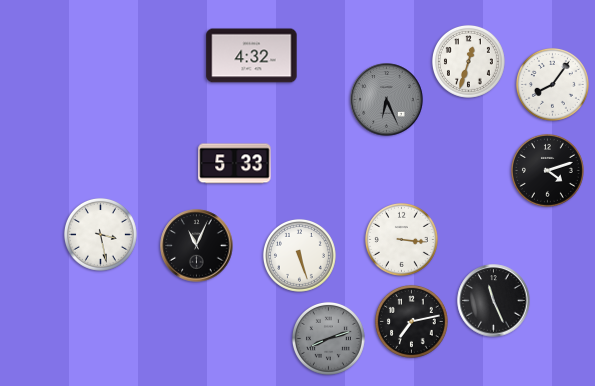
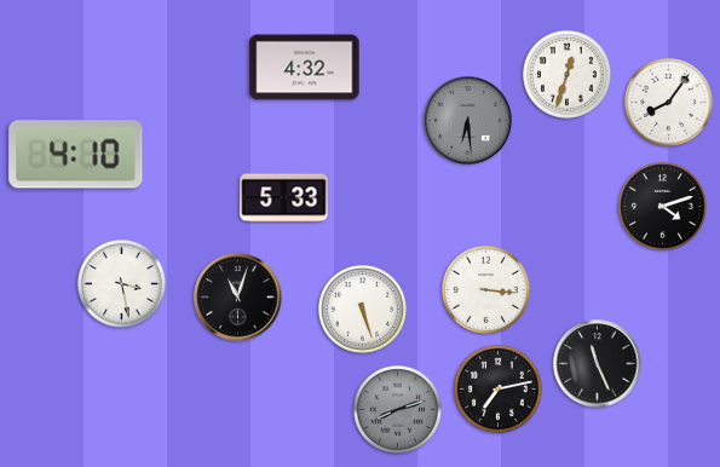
clock at (387, 100): 6:26 -> 6:29
clock at (76, 155): none -> 4:10
clock at (197, 246): 11:04 -> 11:03
